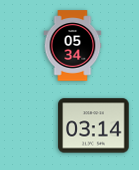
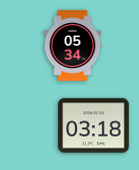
clock at (94, 126): 03:14 -> 03:18
